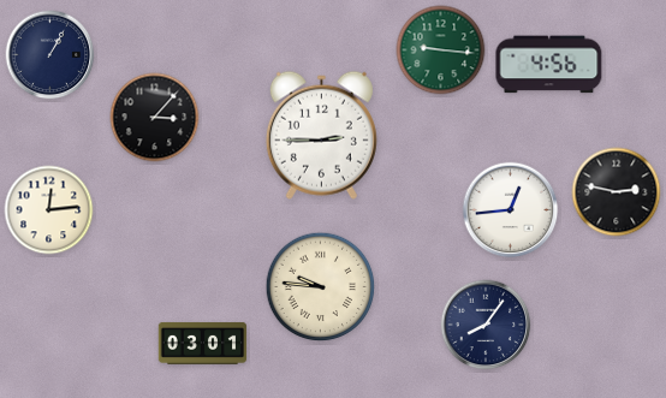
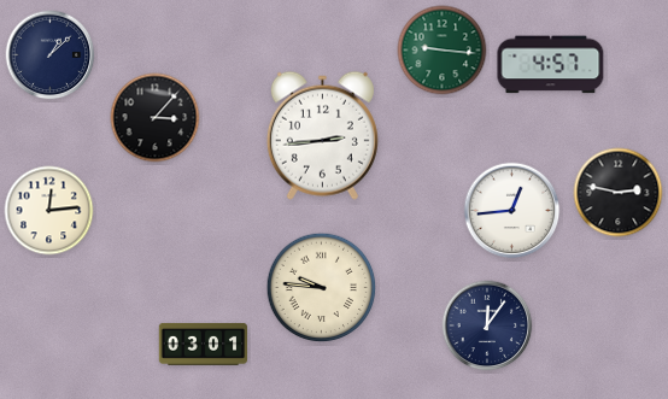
clock at (50, 55): 1:05 -> 1:08
clock at (549, 65): 4:56 -> 4:57
clock at (321, 135): 2:45 -> 2:44
clock at (486, 325): 8:06 -> 12:06
